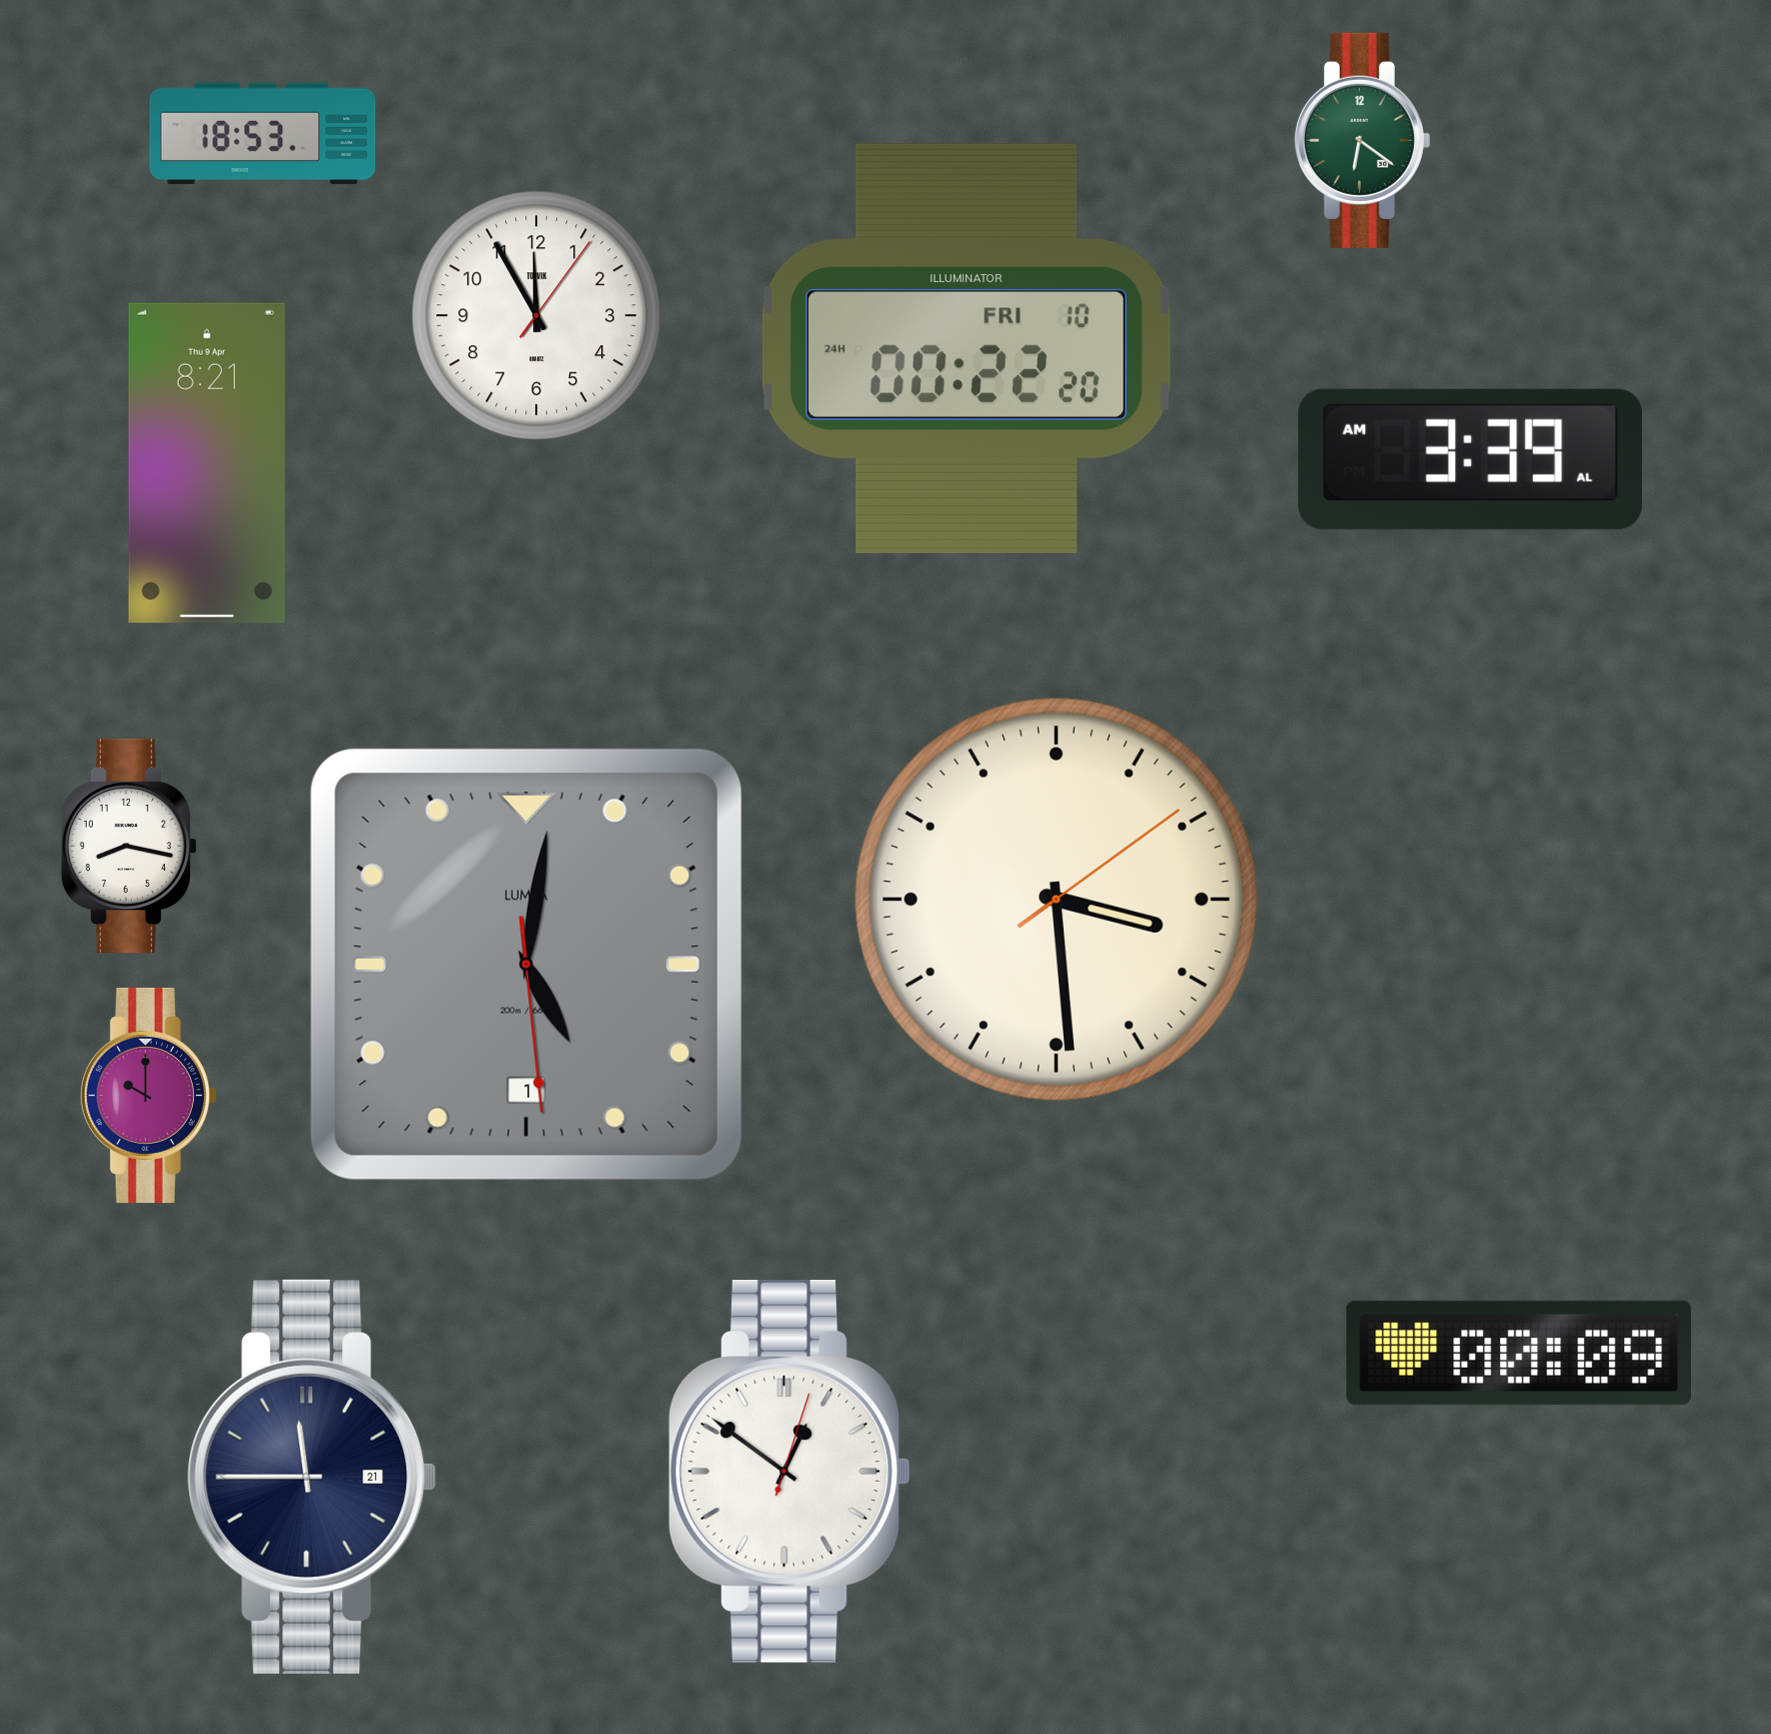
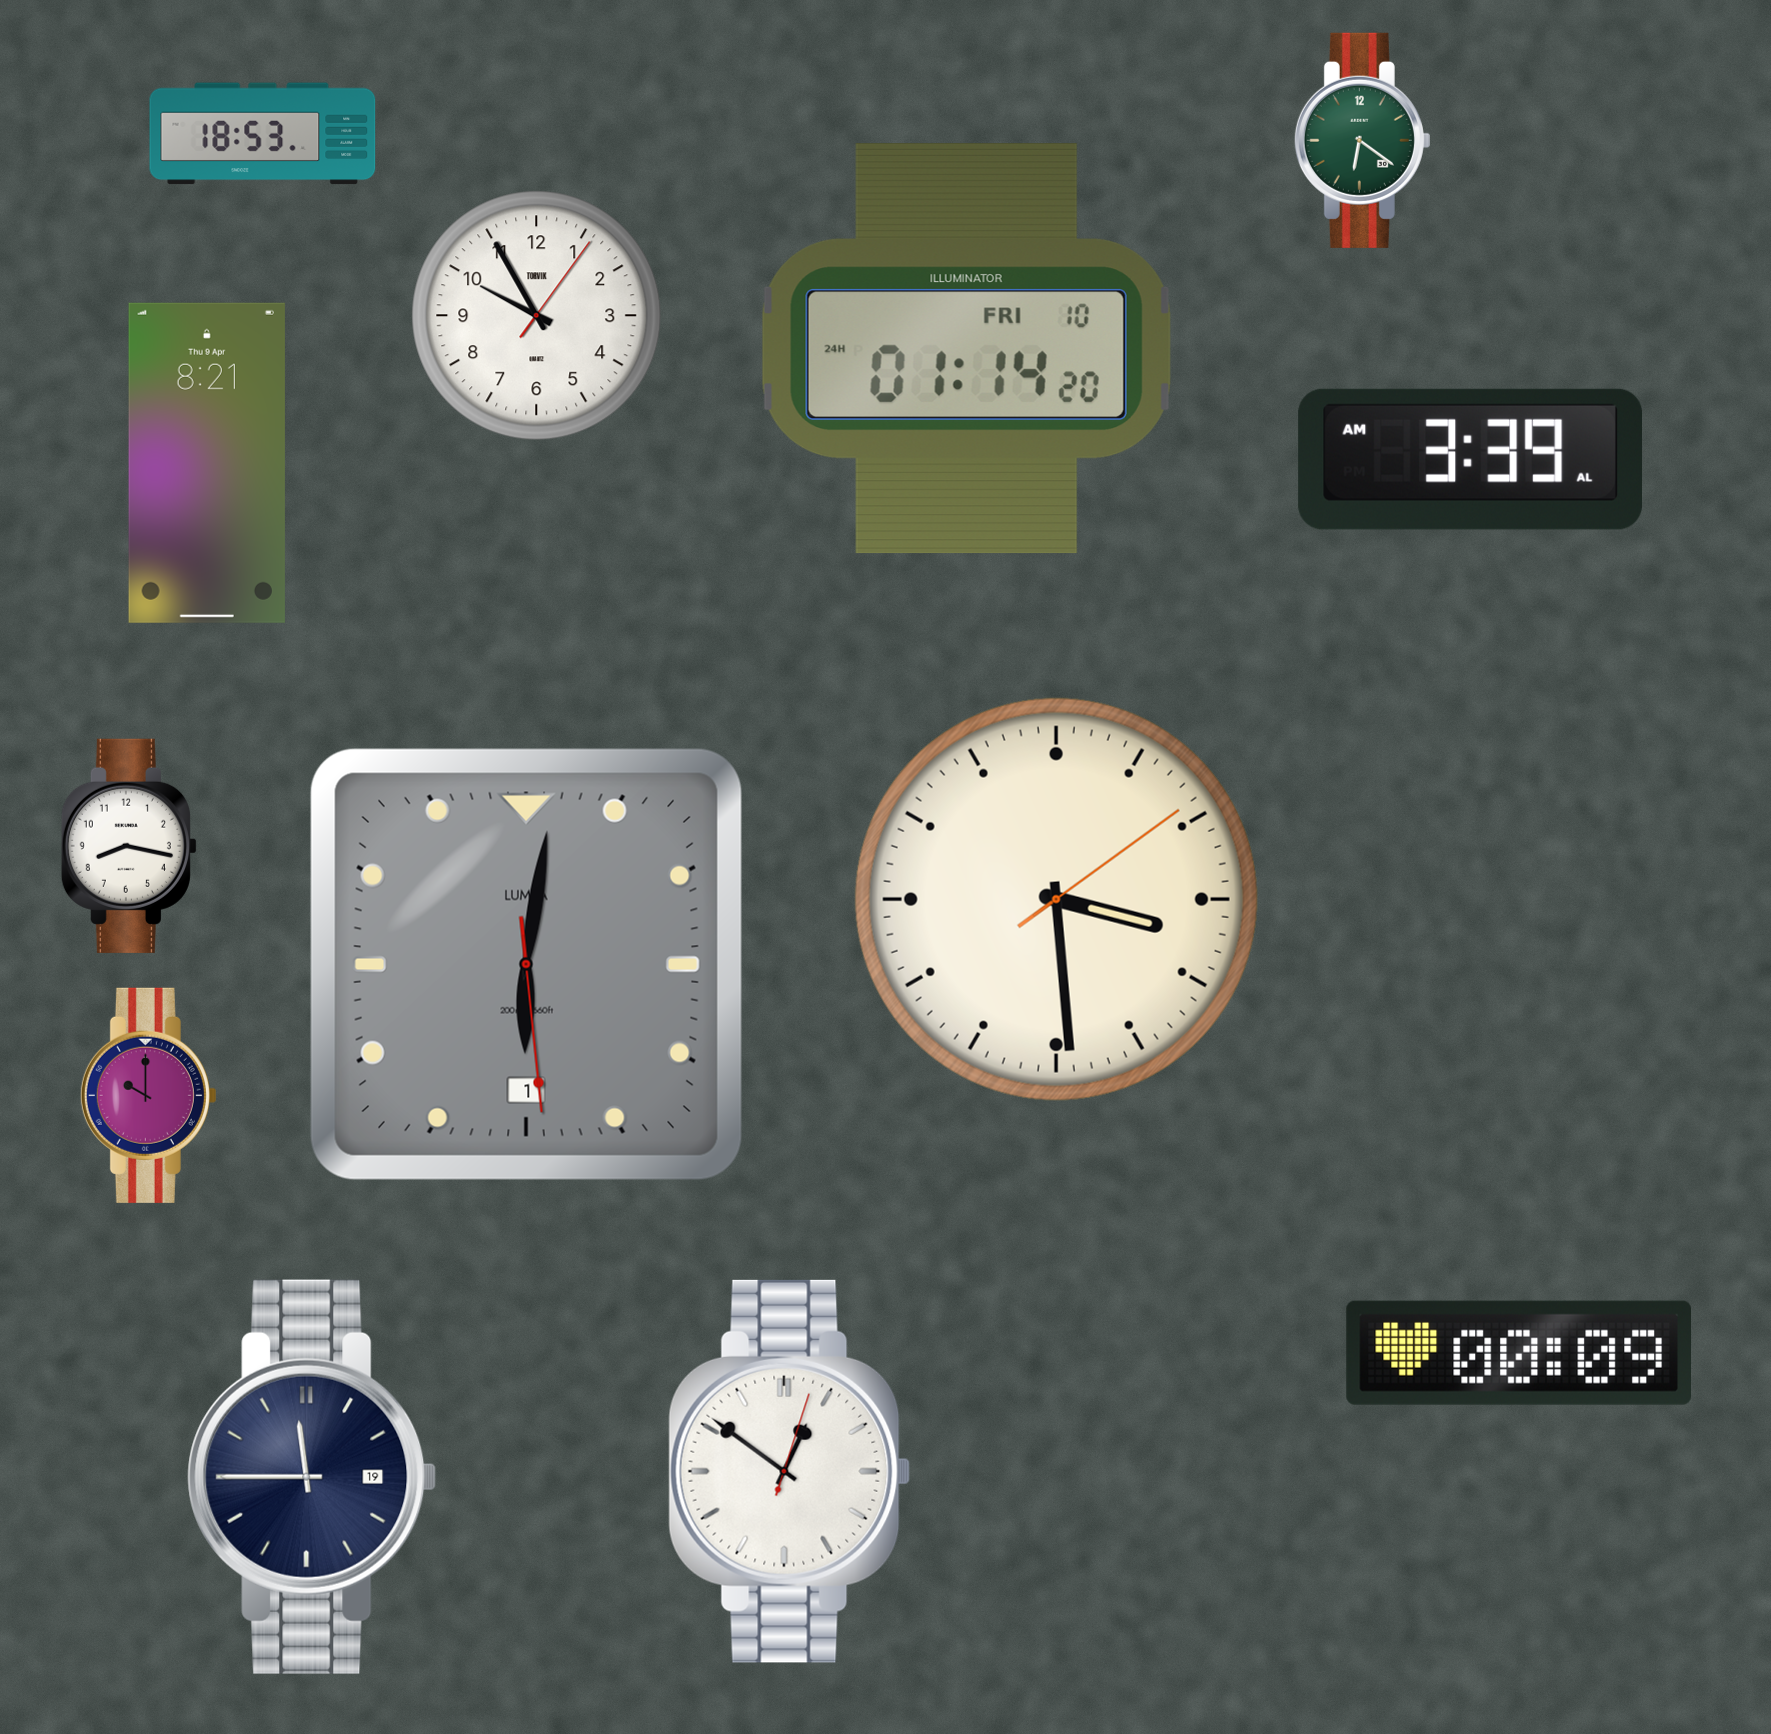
clock at (537, 316): 11:55 -> 9:55
clock at (966, 349): 00:22 -> 01:14
clock at (526, 964): 5:01 -> 6:01
clock at (312, 1477) date: 21 -> 19
